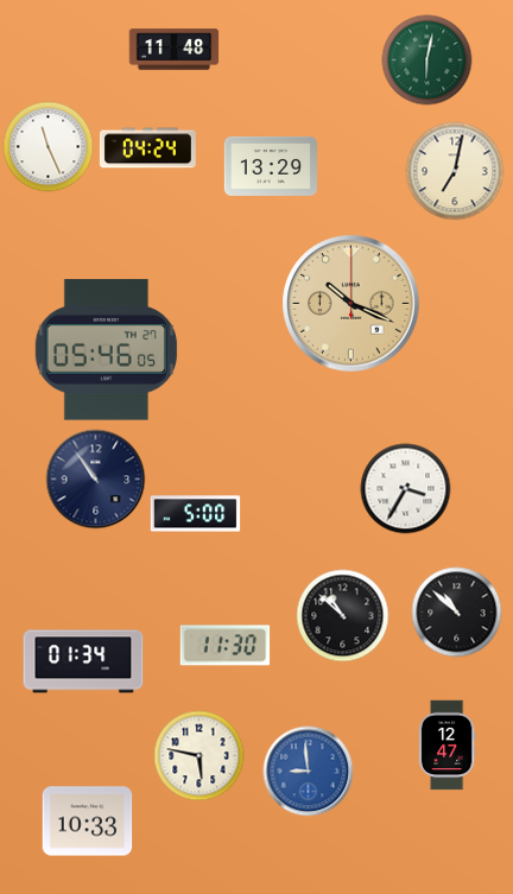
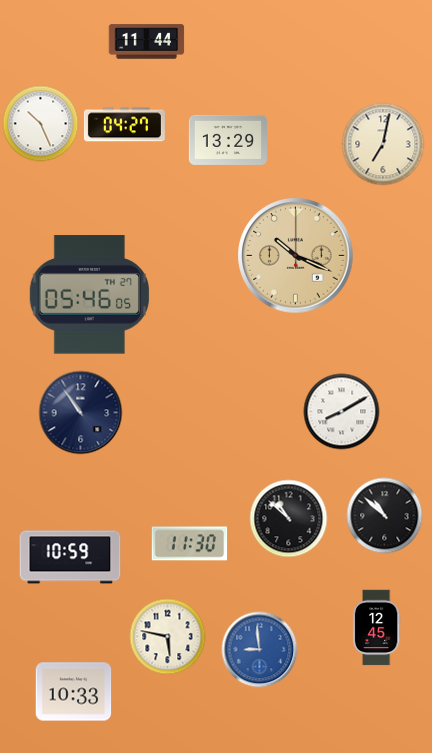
clock at (175, 50): 11:48 -> 11:44
clock at (427, 61): 6:02 -> none
clock at (49, 147): 11:26 -> 10:26
clock at (147, 148): 04:24 -> 04:27
clock at (96, 480) position: (96, 480) -> (81, 413)
clock at (406, 489): 3:35 -> 8:10
clock at (196, 514): 5:00 -> none
clock at (83, 661): 01:34 -> 10:59
clock at (446, 746): 12:47 -> 12:45
